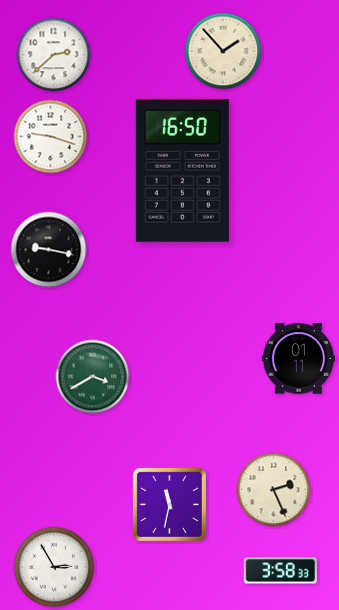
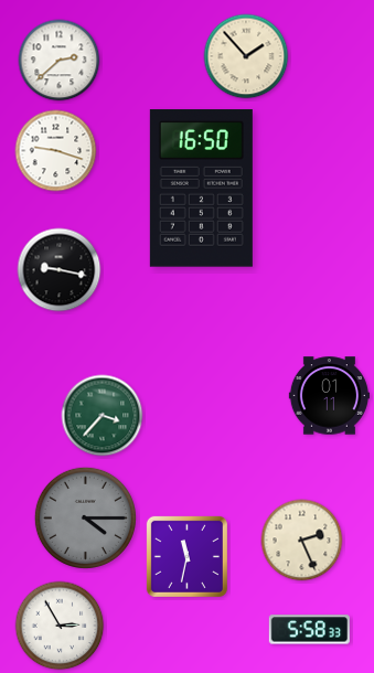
clock at (49, 250) position: (49, 250) -> (60, 270)
clock at (93, 377): 3:40 -> 3:37
clock at (85, 517): none -> 4:15
clock at (280, 571): 3:58 -> 5:58
